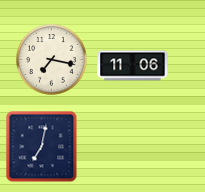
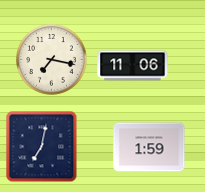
clock at (149, 147): none -> 1:59
